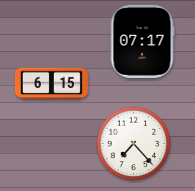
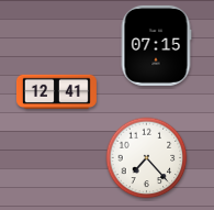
clock at (142, 41): 07:17 -> 07:15
clock at (51, 84): 6:15 -> 12:41
